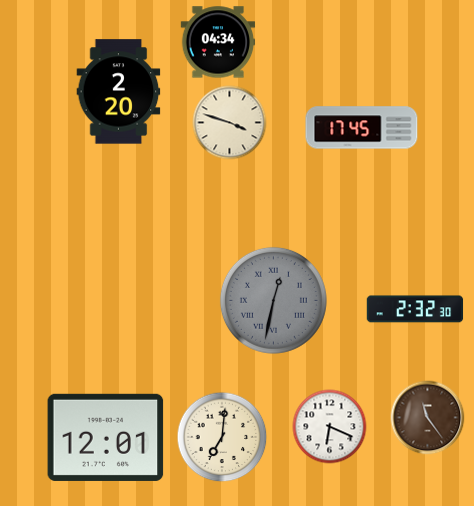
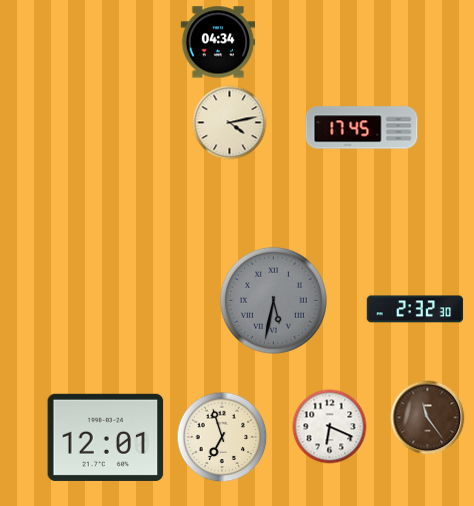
clock at (119, 92): 2:20 -> none
clock at (230, 123): 3:48 -> 4:13
clock at (273, 300): 12:32 -> 5:32
clock at (222, 437): 7:01 -> 6:57
